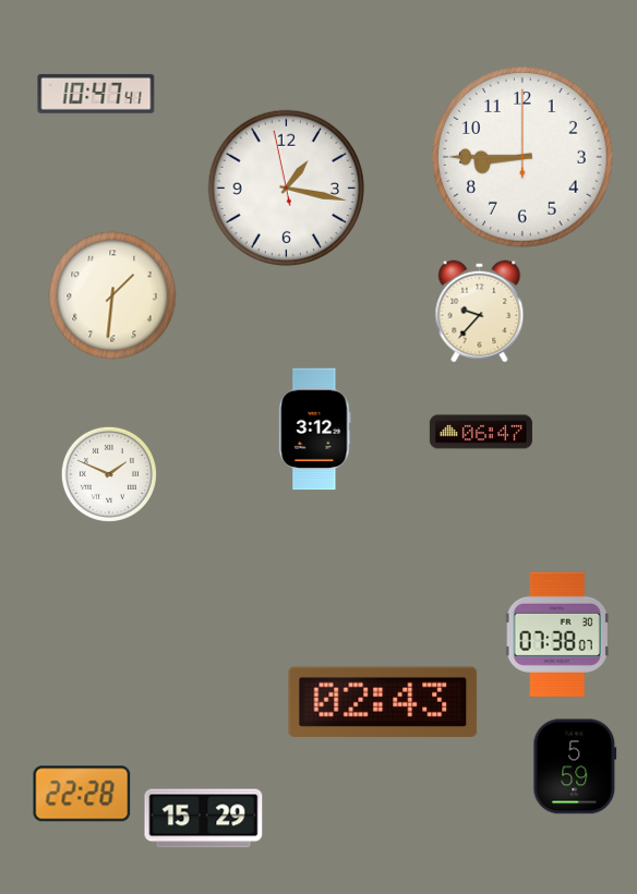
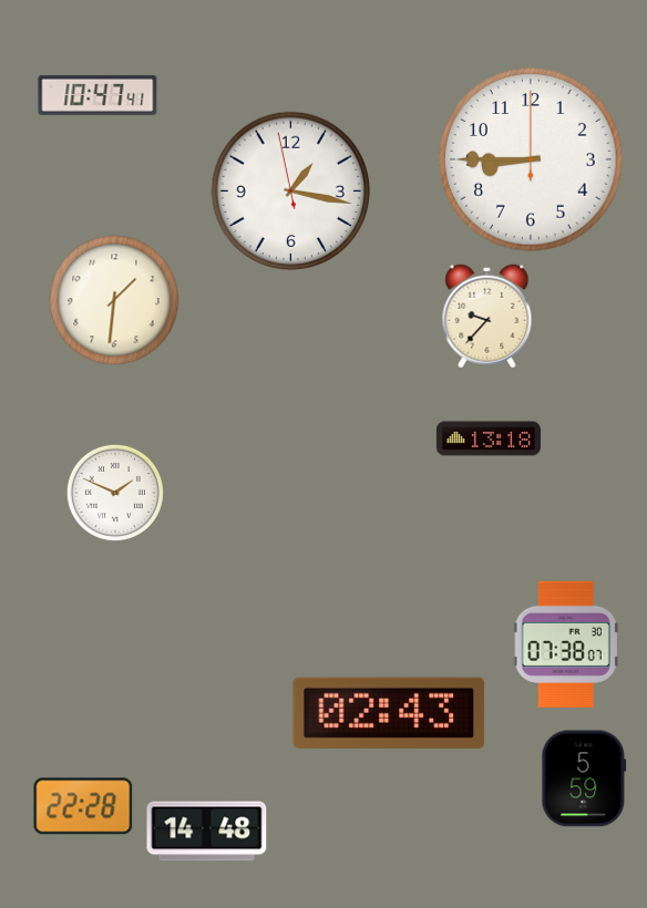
clock at (315, 430): 3:12 -> none
clock at (481, 432): 06:47 -> 13:18
clock at (108, 473) position: (108, 473) -> (114, 492)
clock at (204, 819): 15:29 -> 14:48
